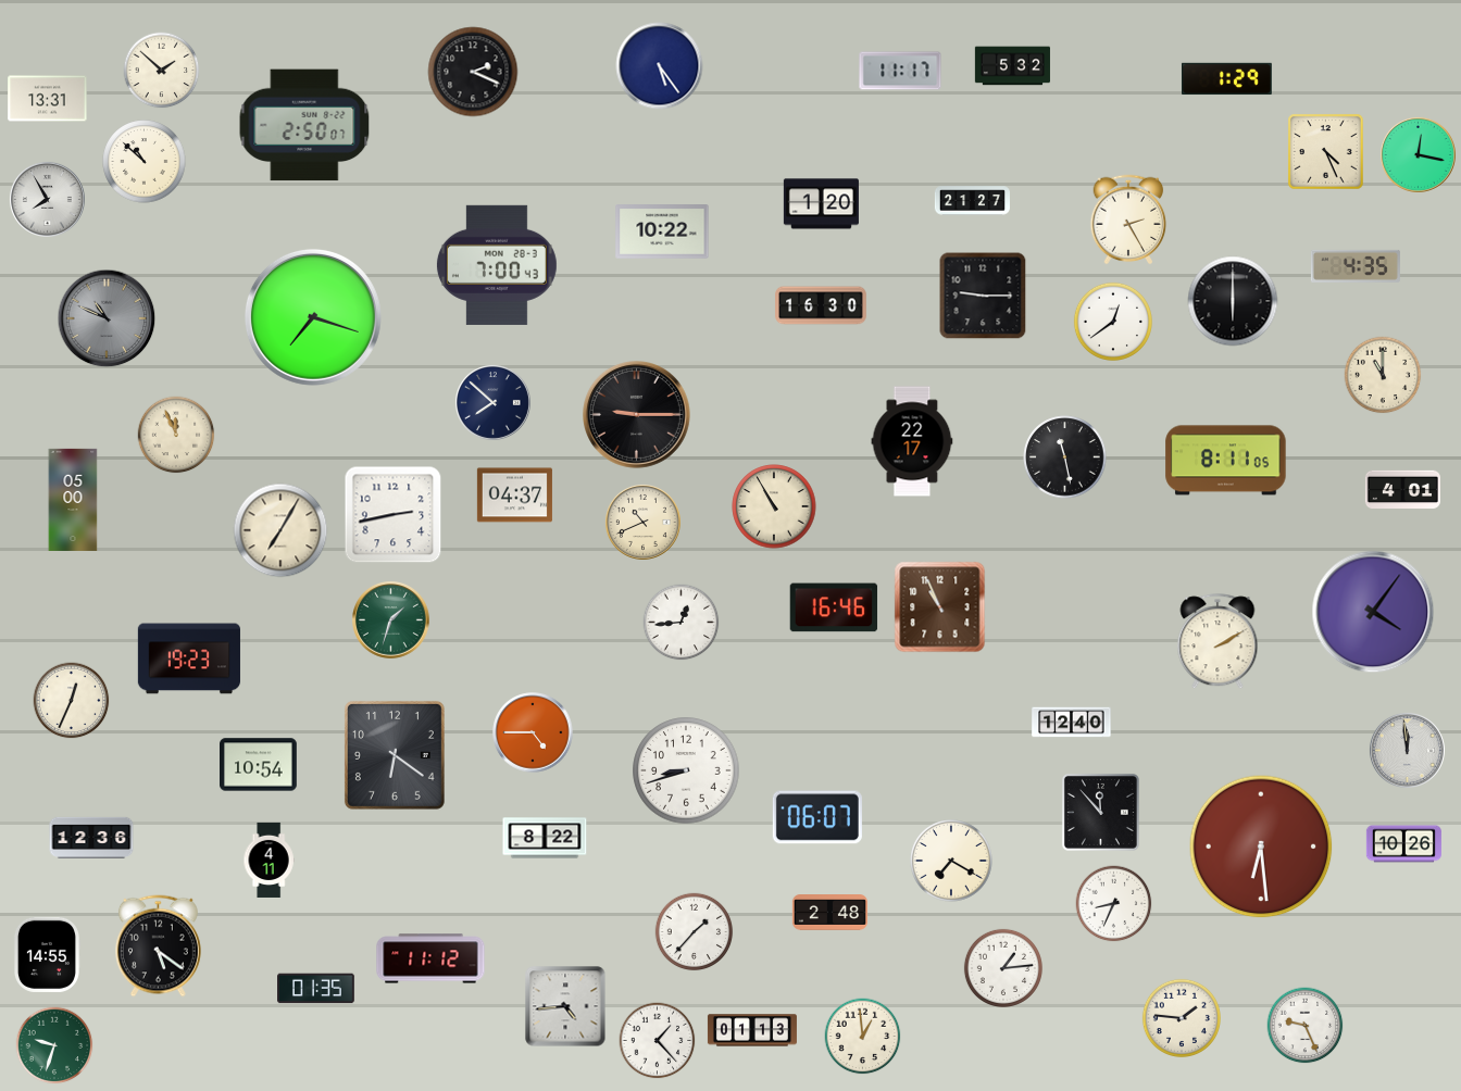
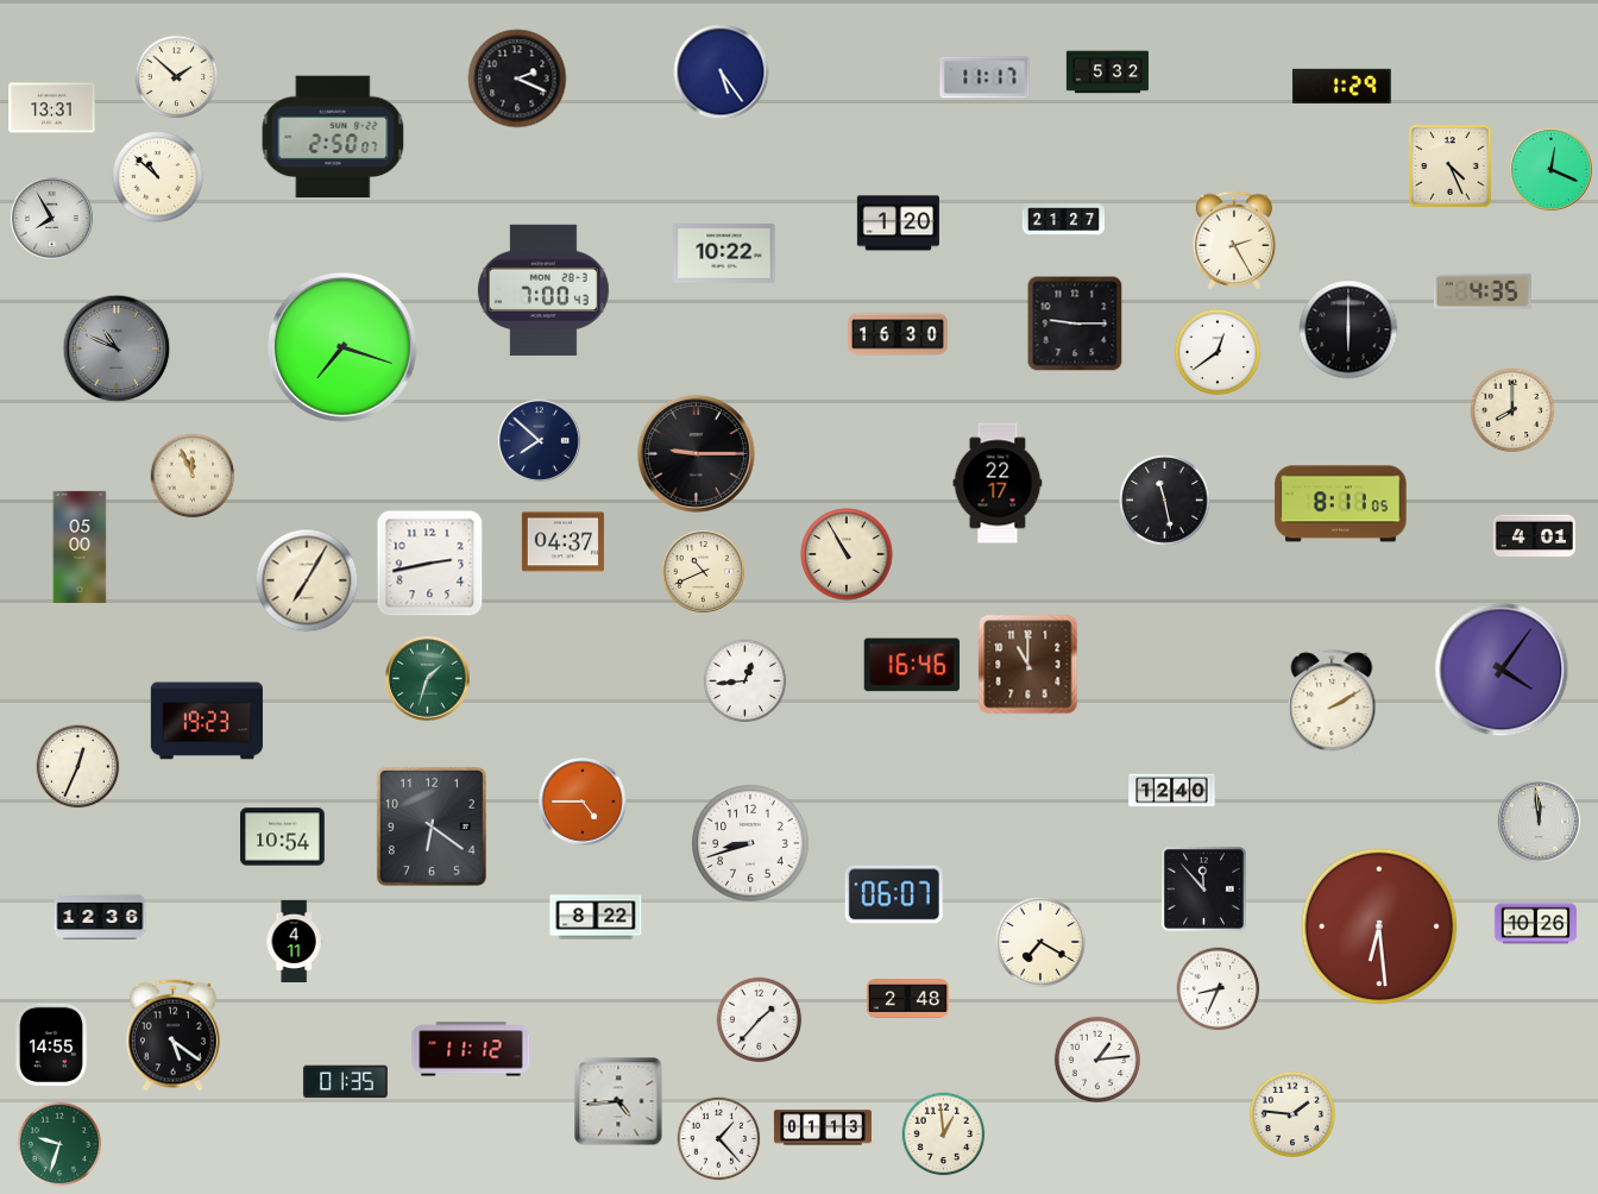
clock at (1418, 154): 12:17 -> 12:19
clock at (1383, 375): 11:00 -> 8:00
clock at (940, 607): 10:56 -> 11:00
clock at (1306, 1026): 9:26 -> none
